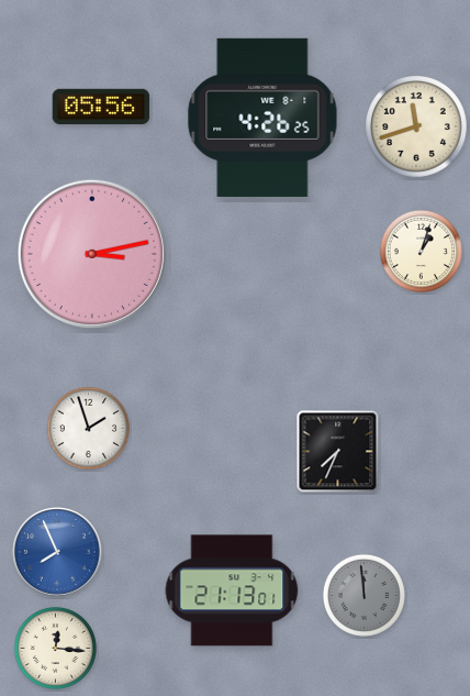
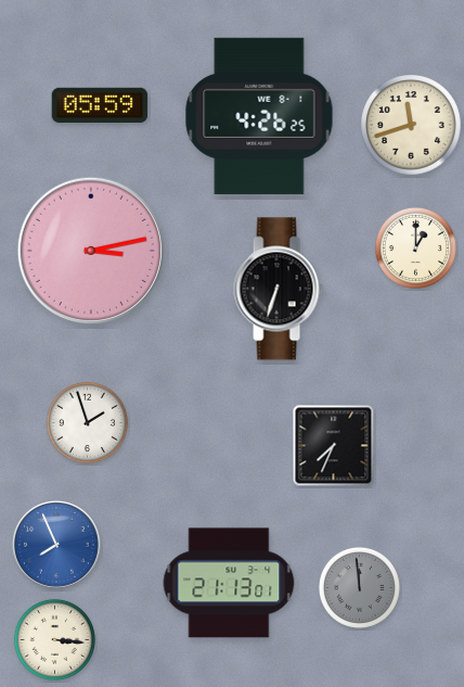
clock at (101, 107): 05:56 -> 05:59
clock at (421, 251): 1:03 -> 1:00
clock at (279, 289): none -> 6:33
clock at (55, 648): 12:16 -> 3:16
